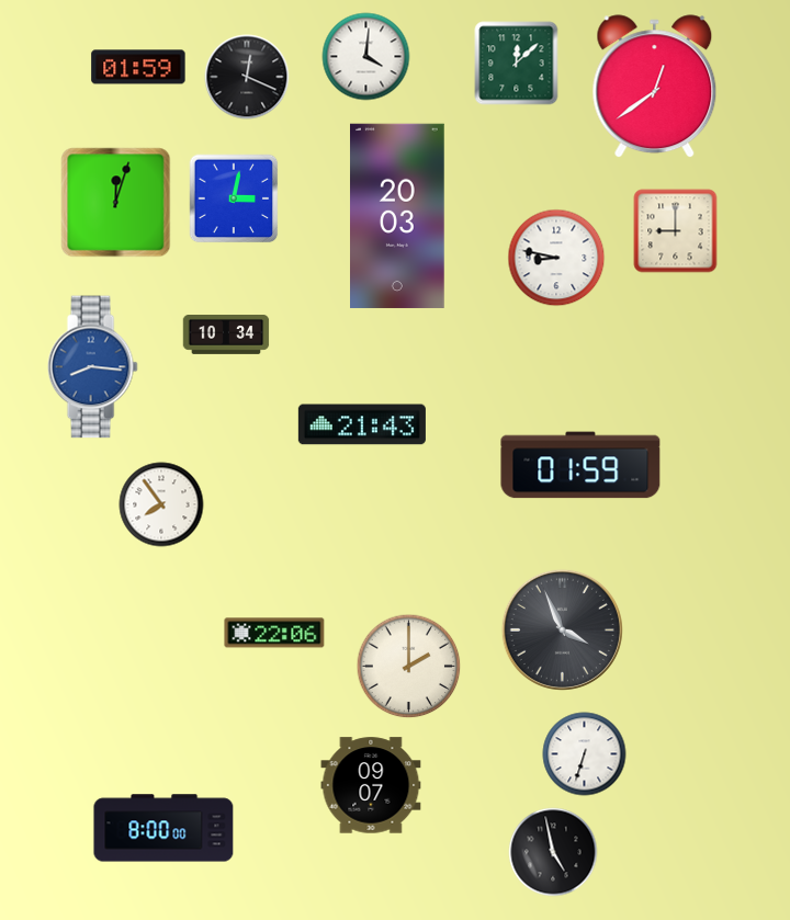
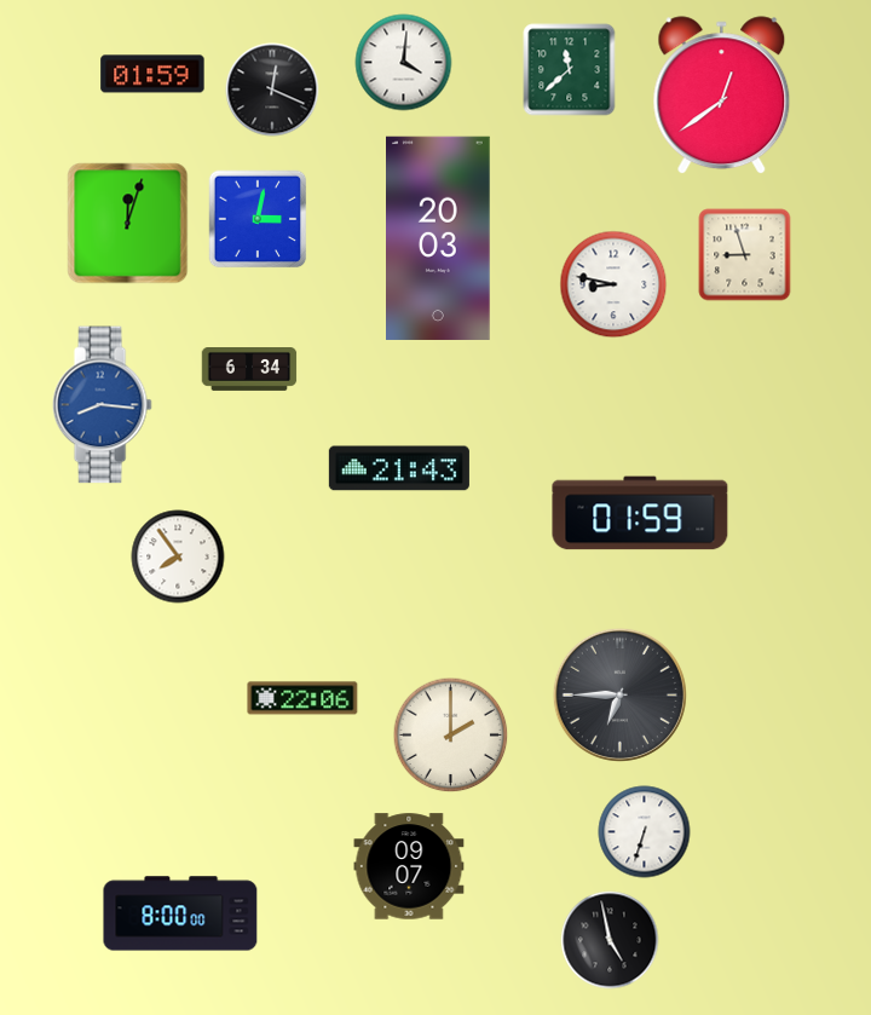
clock at (517, 64): 12:08 -> 11:38
clock at (247, 77) position: (247, 77) -> (272, 90)
clock at (676, 231): 9:00 -> 8:57
clock at (226, 336): 10:34 -> 6:34
clock at (562, 629): 3:56 -> 6:45
